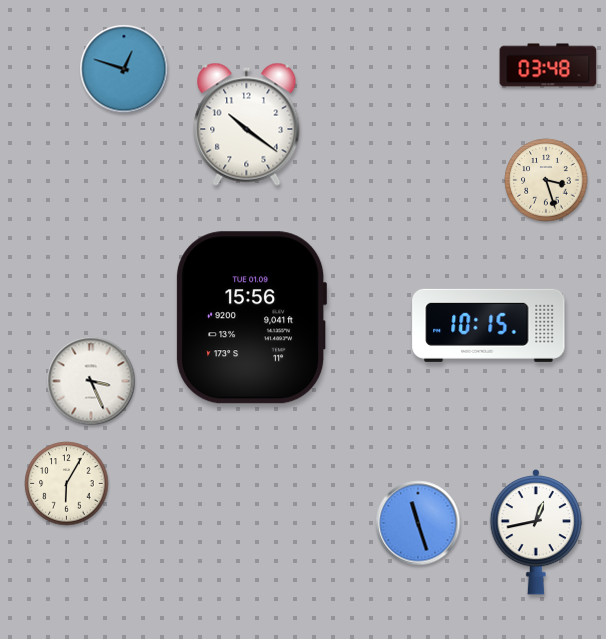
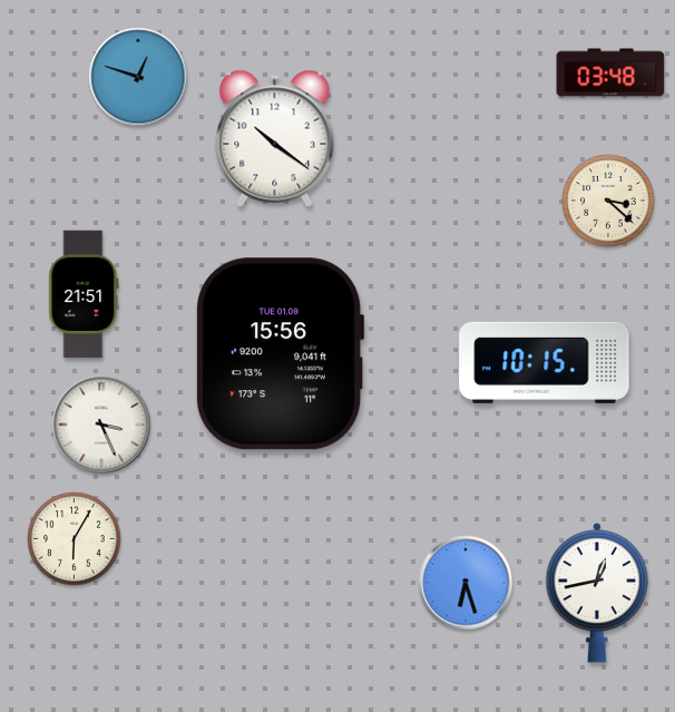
clock at (546, 180): 3:27 -> 3:22
clock at (84, 294): none -> 21:51
clock at (418, 523): 11:27 -> 6:27
